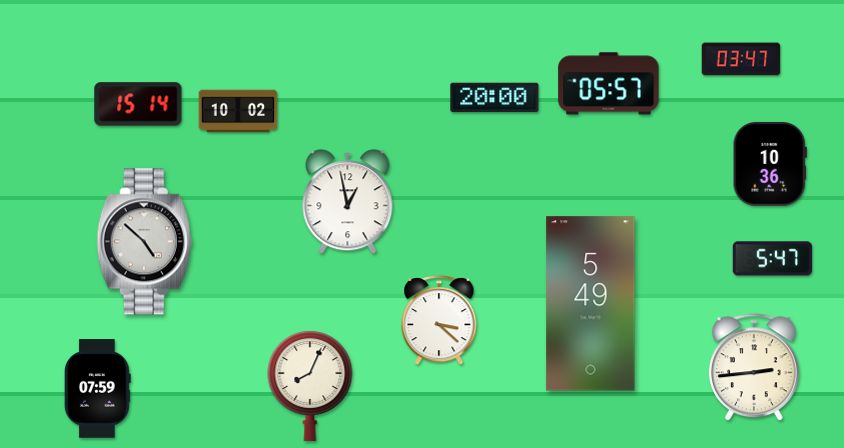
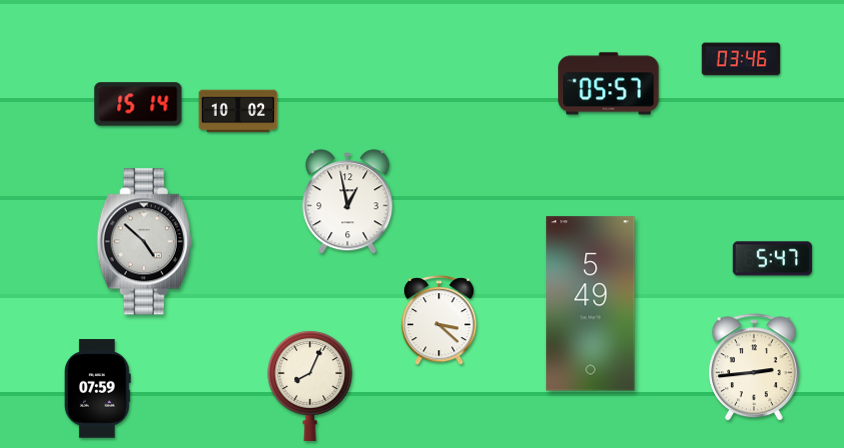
clock at (741, 59): 03:47 -> 03:46
clock at (495, 98): 20:00 -> none
clock at (770, 164): 10:36 -> none
